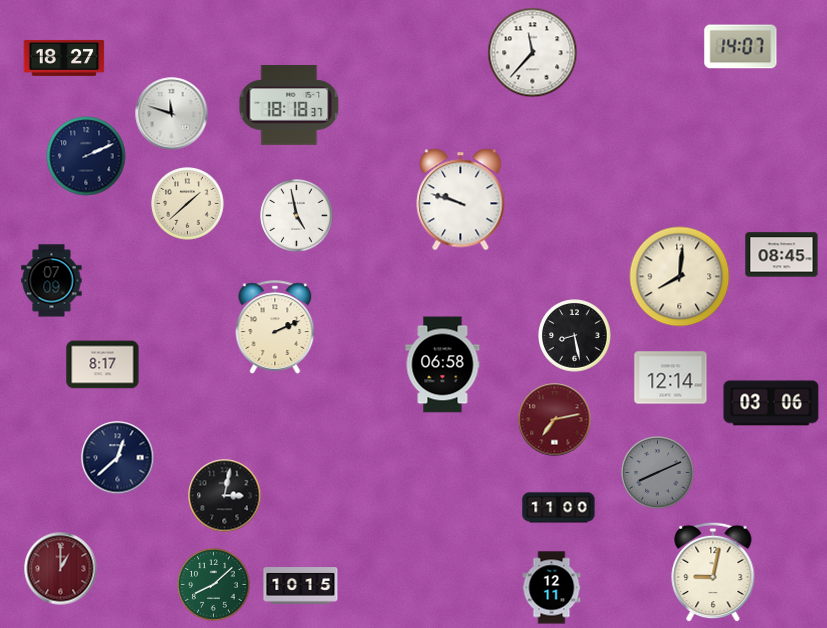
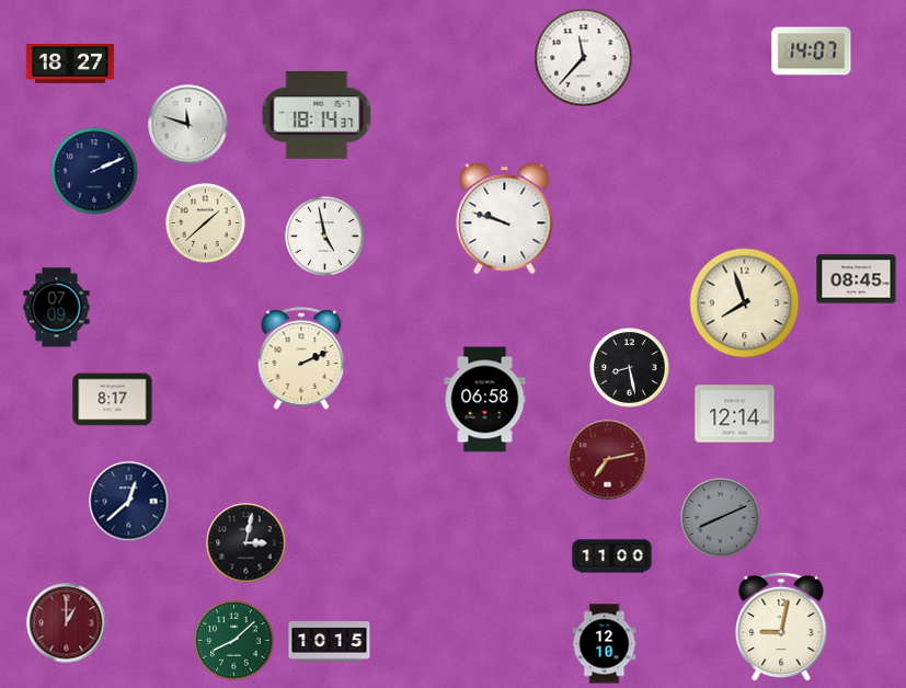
clock at (289, 106): 18:18 -> 18:14
clock at (680, 277): 8:01 -> 7:57
clock at (771, 403): 03:06 -> none
clock at (552, 588): 12:11 -> 12:10
